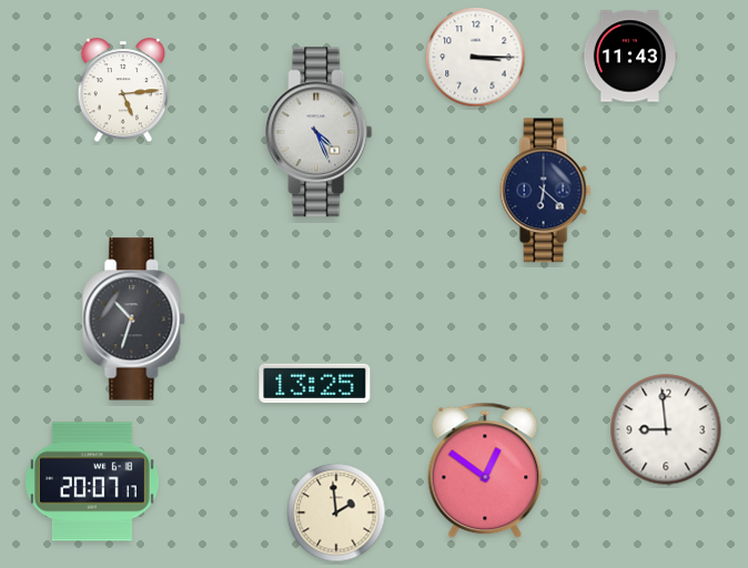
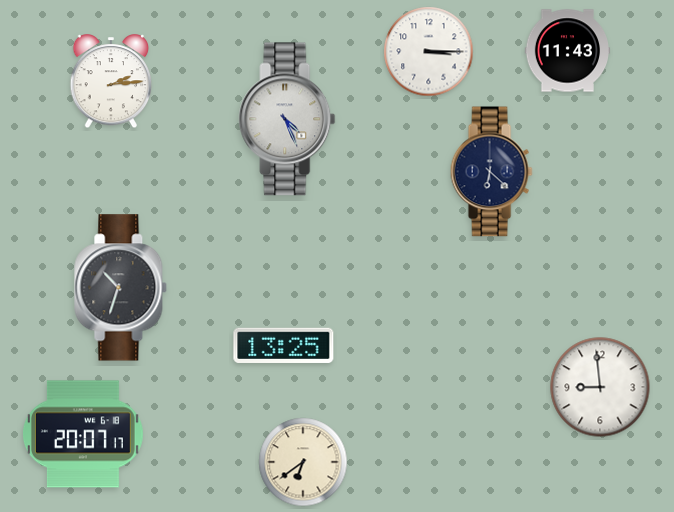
clock at (123, 91): 5:14 -> 2:14
clock at (485, 470): 12:51 -> none
clock at (336, 513): 1:59 -> 6:39
